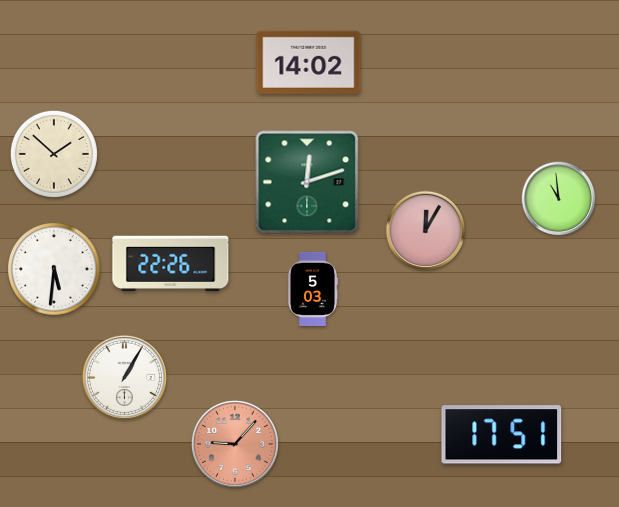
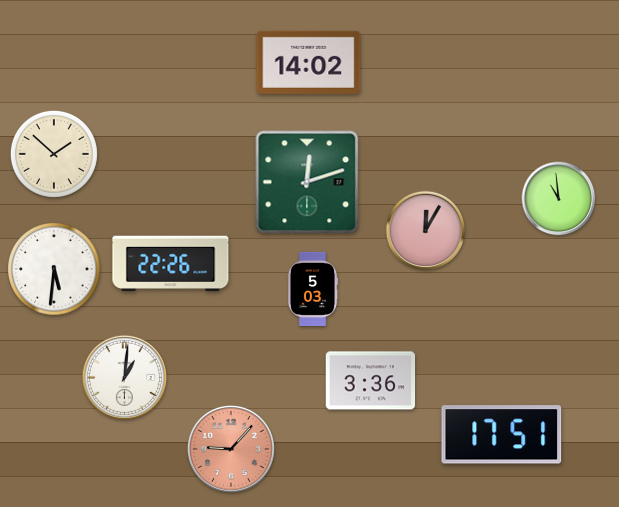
clock at (124, 377): 1:05 -> 1:01
clock at (371, 381): none -> 3:36
clock at (235, 444) position: (235, 444) -> (231, 449)
